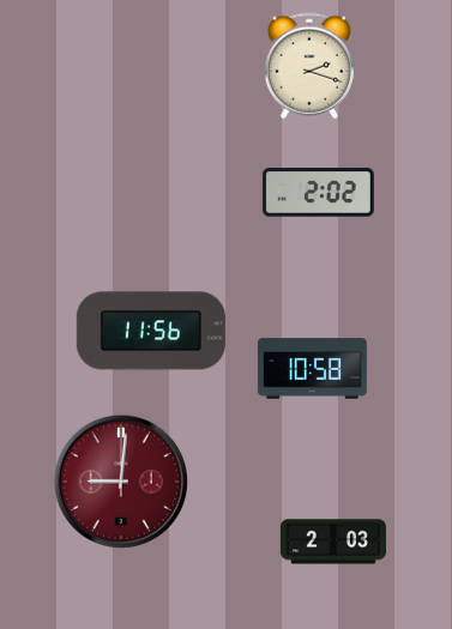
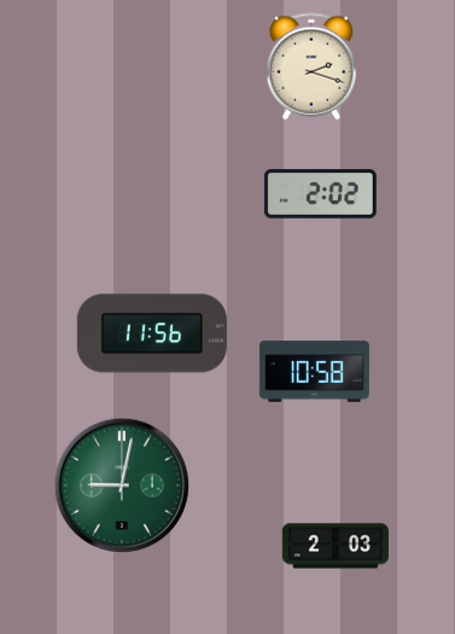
clock at (120, 480): 9:01 -> 9:02
clock at (120, 480) dial: burgundy -> green
